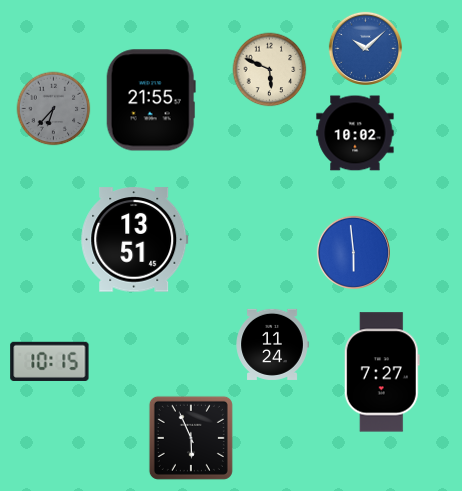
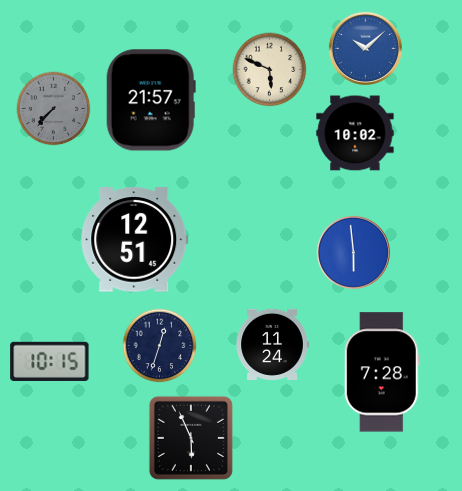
clock at (151, 100): 21:55 -> 21:57
clock at (54, 109): 6:37 -> 7:37
clock at (135, 240): 13:51 -> 12:51
clock at (160, 346): none -> 12:33
clock at (382, 372): 7:27 -> 7:28
